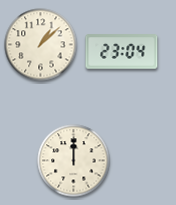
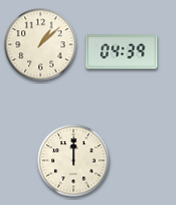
clock at (122, 52): 23:04 -> 04:39
